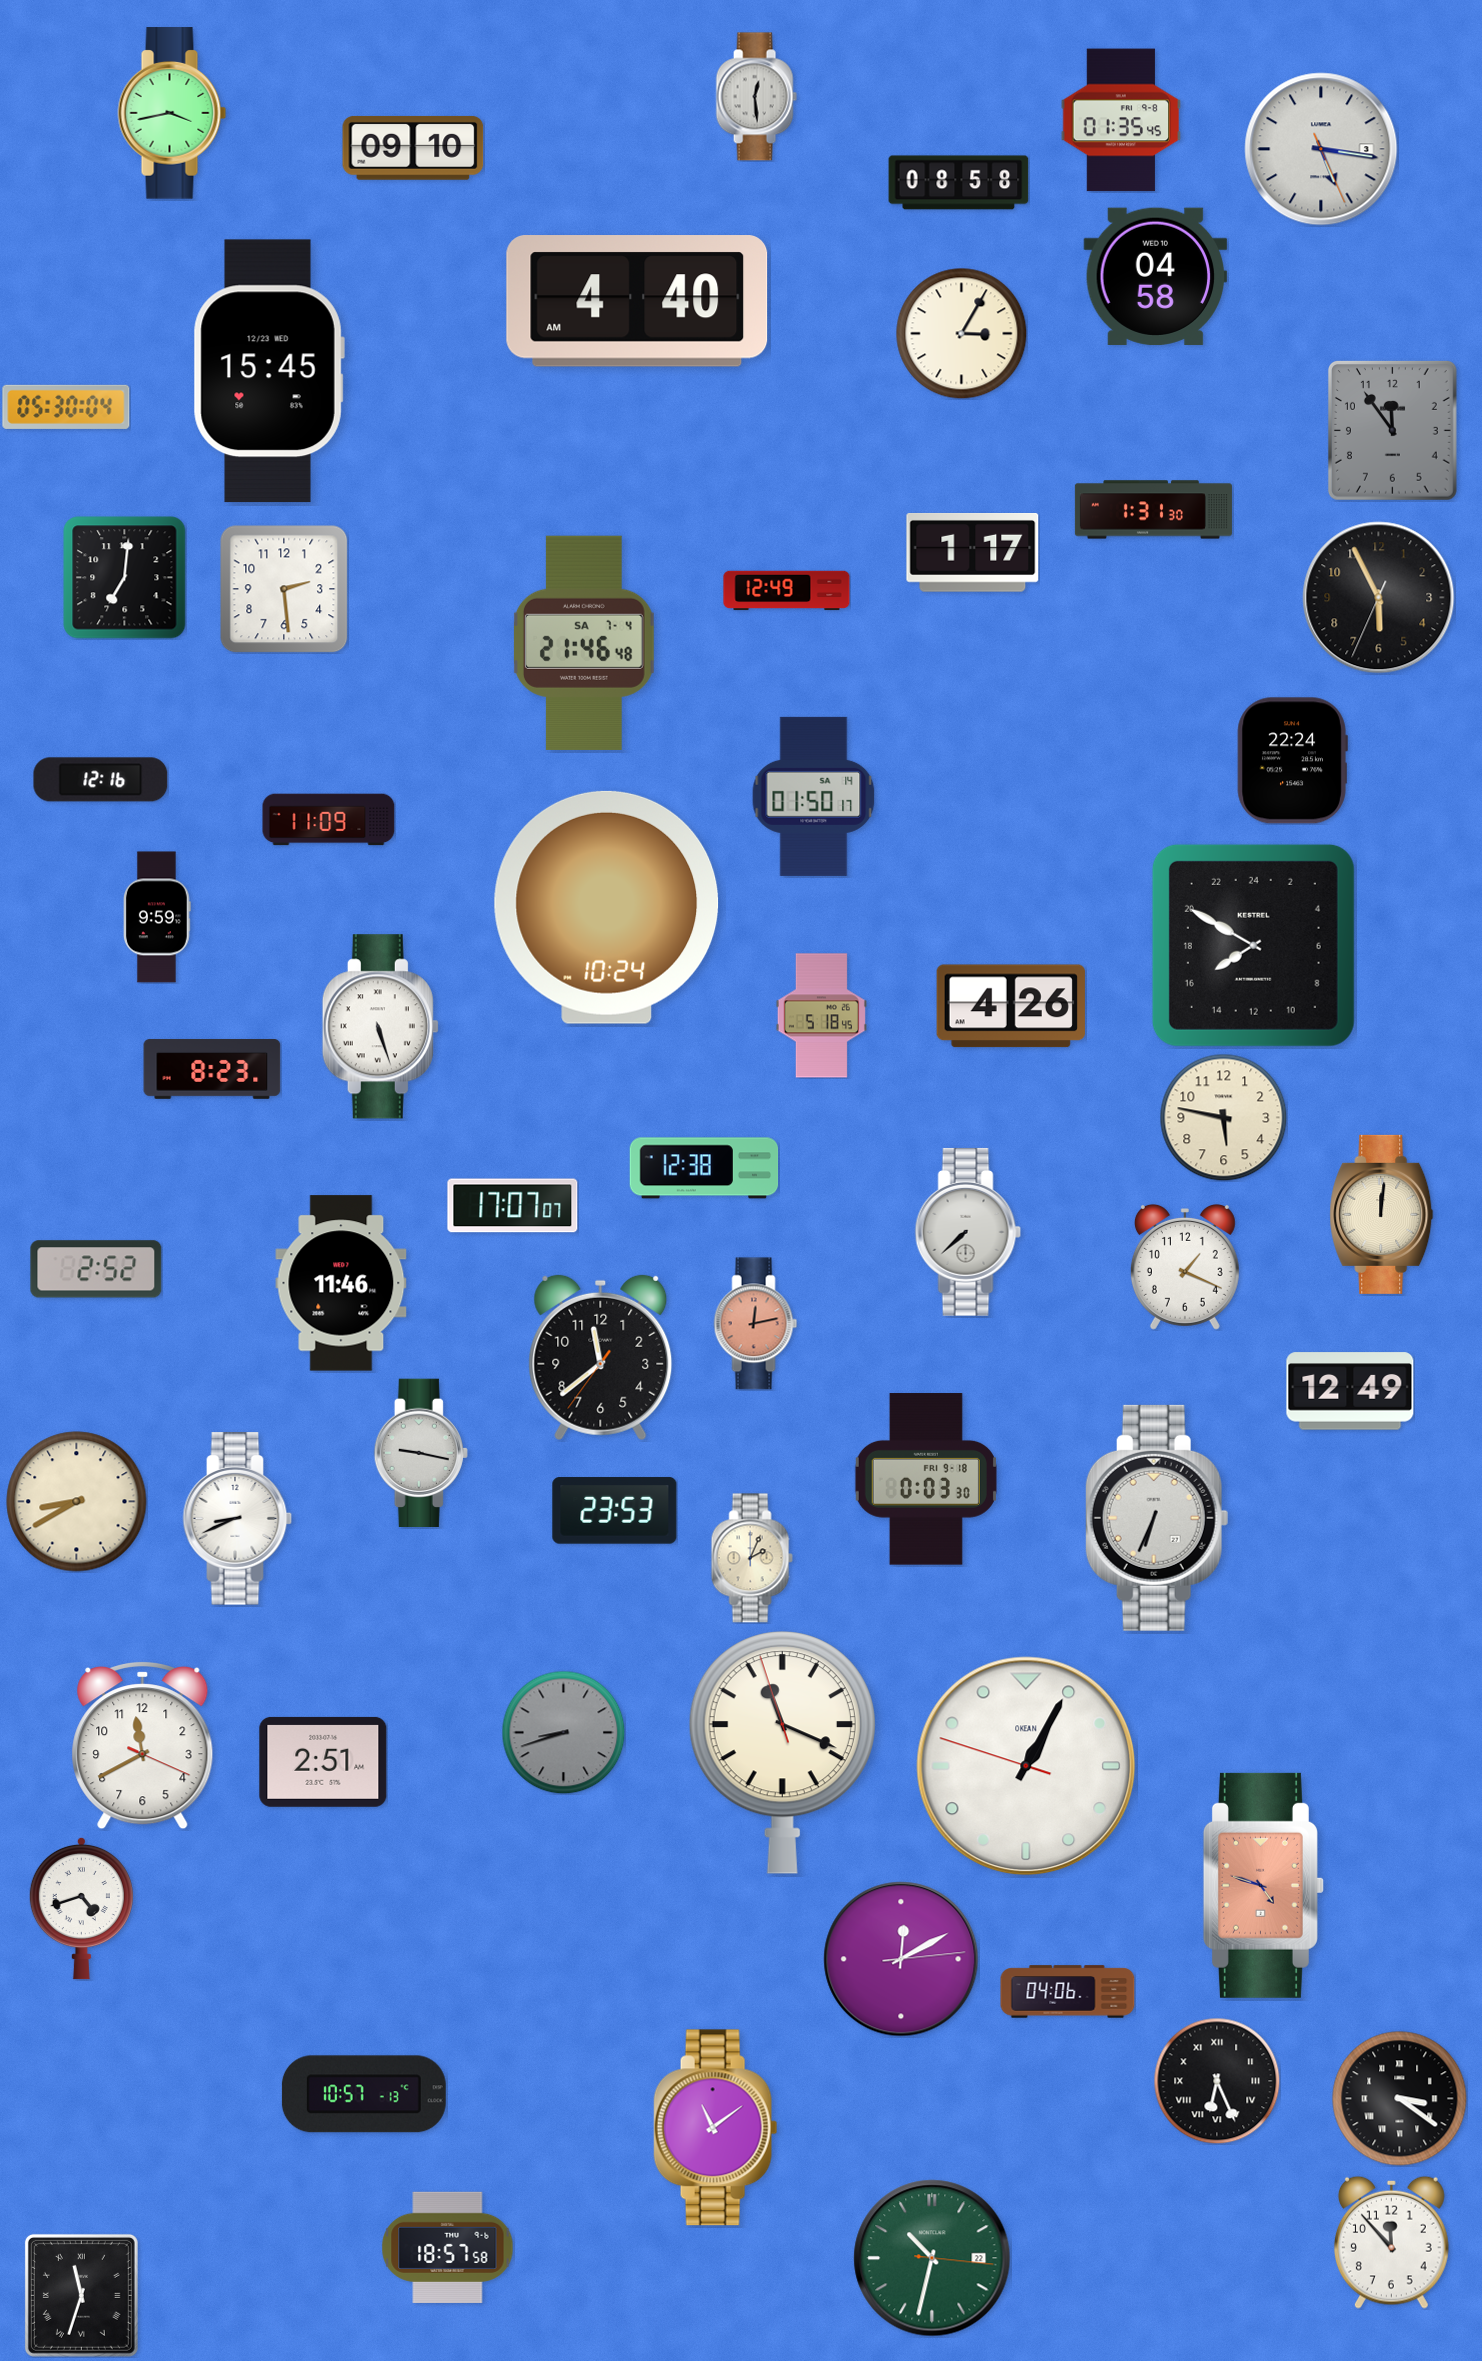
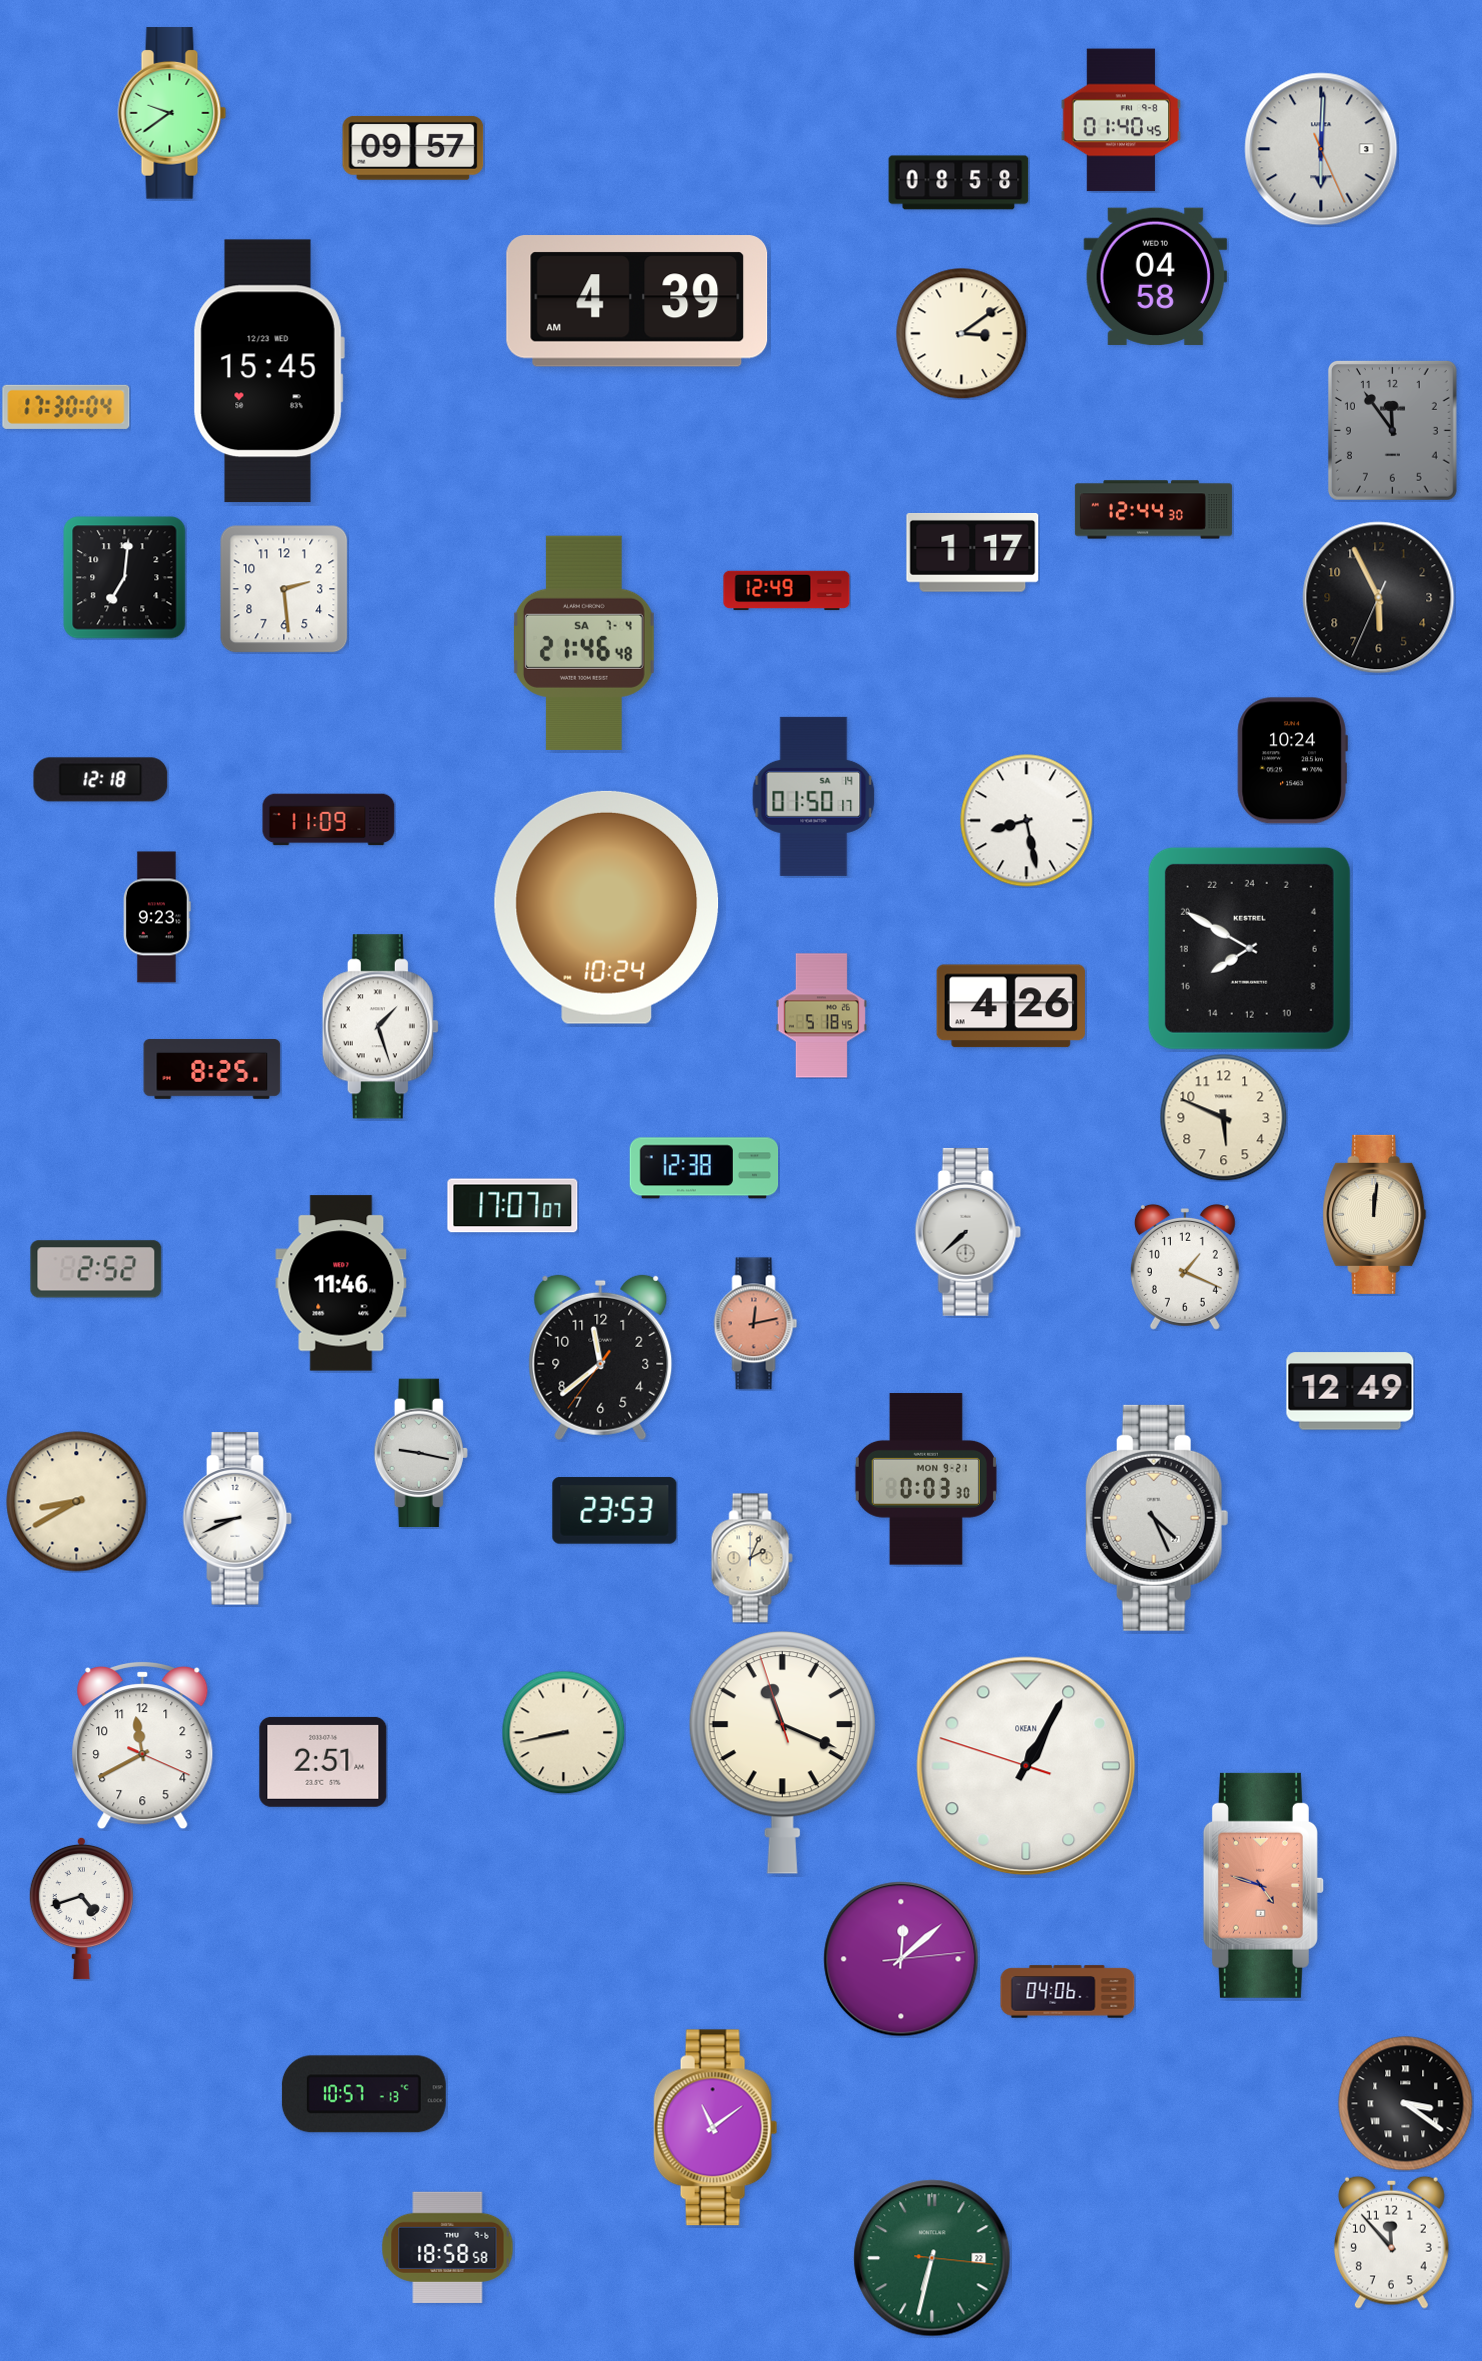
clock at (756, 97): 12:29 -> none
clock at (172, 113): 3:43 -> 9:39
clock at (1121, 120): 01:35 -> 01:40
clock at (413, 148): 09:10 -> 09:57
clock at (1321, 149): 5:16 -> 6:00
clock at (637, 301): 4:40 -> 4:39
clock at (962, 334): 3:05 -> 3:09
clock at (66, 407): 05:30 -> 17:30
clock at (1153, 510): 1:31 -> 12:44
clock at (1292, 761): 22:24 -> 10:24
clock at (101, 780): 12:16 -> 12:18
clock at (1027, 821): none -> 8:28
clock at (158, 917): 9:59 -> 9:23
clock at (1253, 945) position: (1253, 945) -> (1249, 948)
clock at (380, 1027): 5:27 -> 1:27
clock at (212, 1070): 8:23 -> 8:25
clock at (1223, 1117): 5:47 -> 5:49
clock at (1382, 1214) position: (1382, 1214) -> (1375, 1214)
clock at (926, 1479) date: FRI 9-18 -> MON 9-21
clock at (1157, 1518): 6:34 -> 4:26
clock at (563, 1732): 8:42 -> 8:43
clock at (563, 1732) dial: grey -> cream
clock at (901, 1959): 12:10 -> 12:08
clock at (1217, 2081): 6:26 -> none
clock at (1400, 2099) position: (1400, 2099) -> (1406, 2104)
clock at (448, 2247): 18:57 -> 18:58
clock at (932, 2258): 10:32 -> 6:32
clock at (81, 2295): 11:33 -> none
